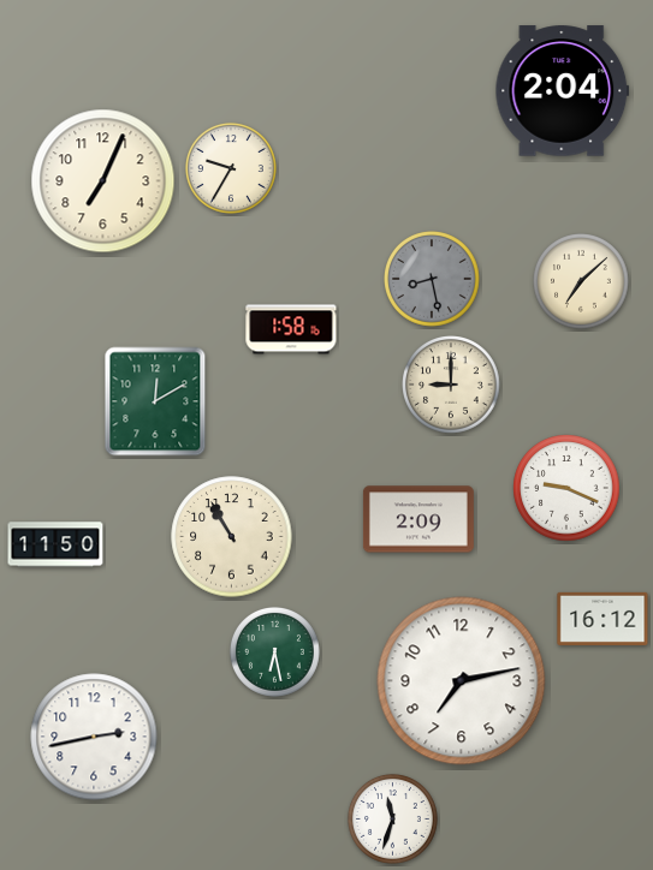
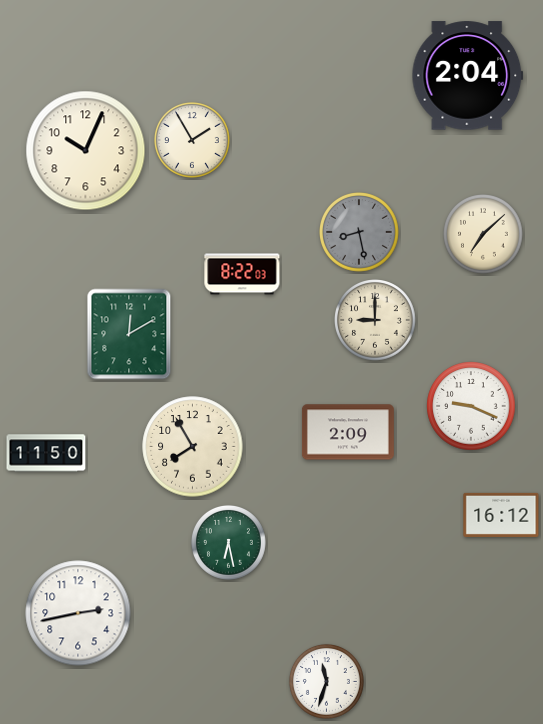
clock at (231, 168): 9:35 -> 1:55
clock at (103, 181): 7:04 -> 10:04
clock at (291, 329): 1:58 -> 8:22
clock at (232, 537): 10:55 -> 7:55
clock at (462, 681): 7:13 -> none
